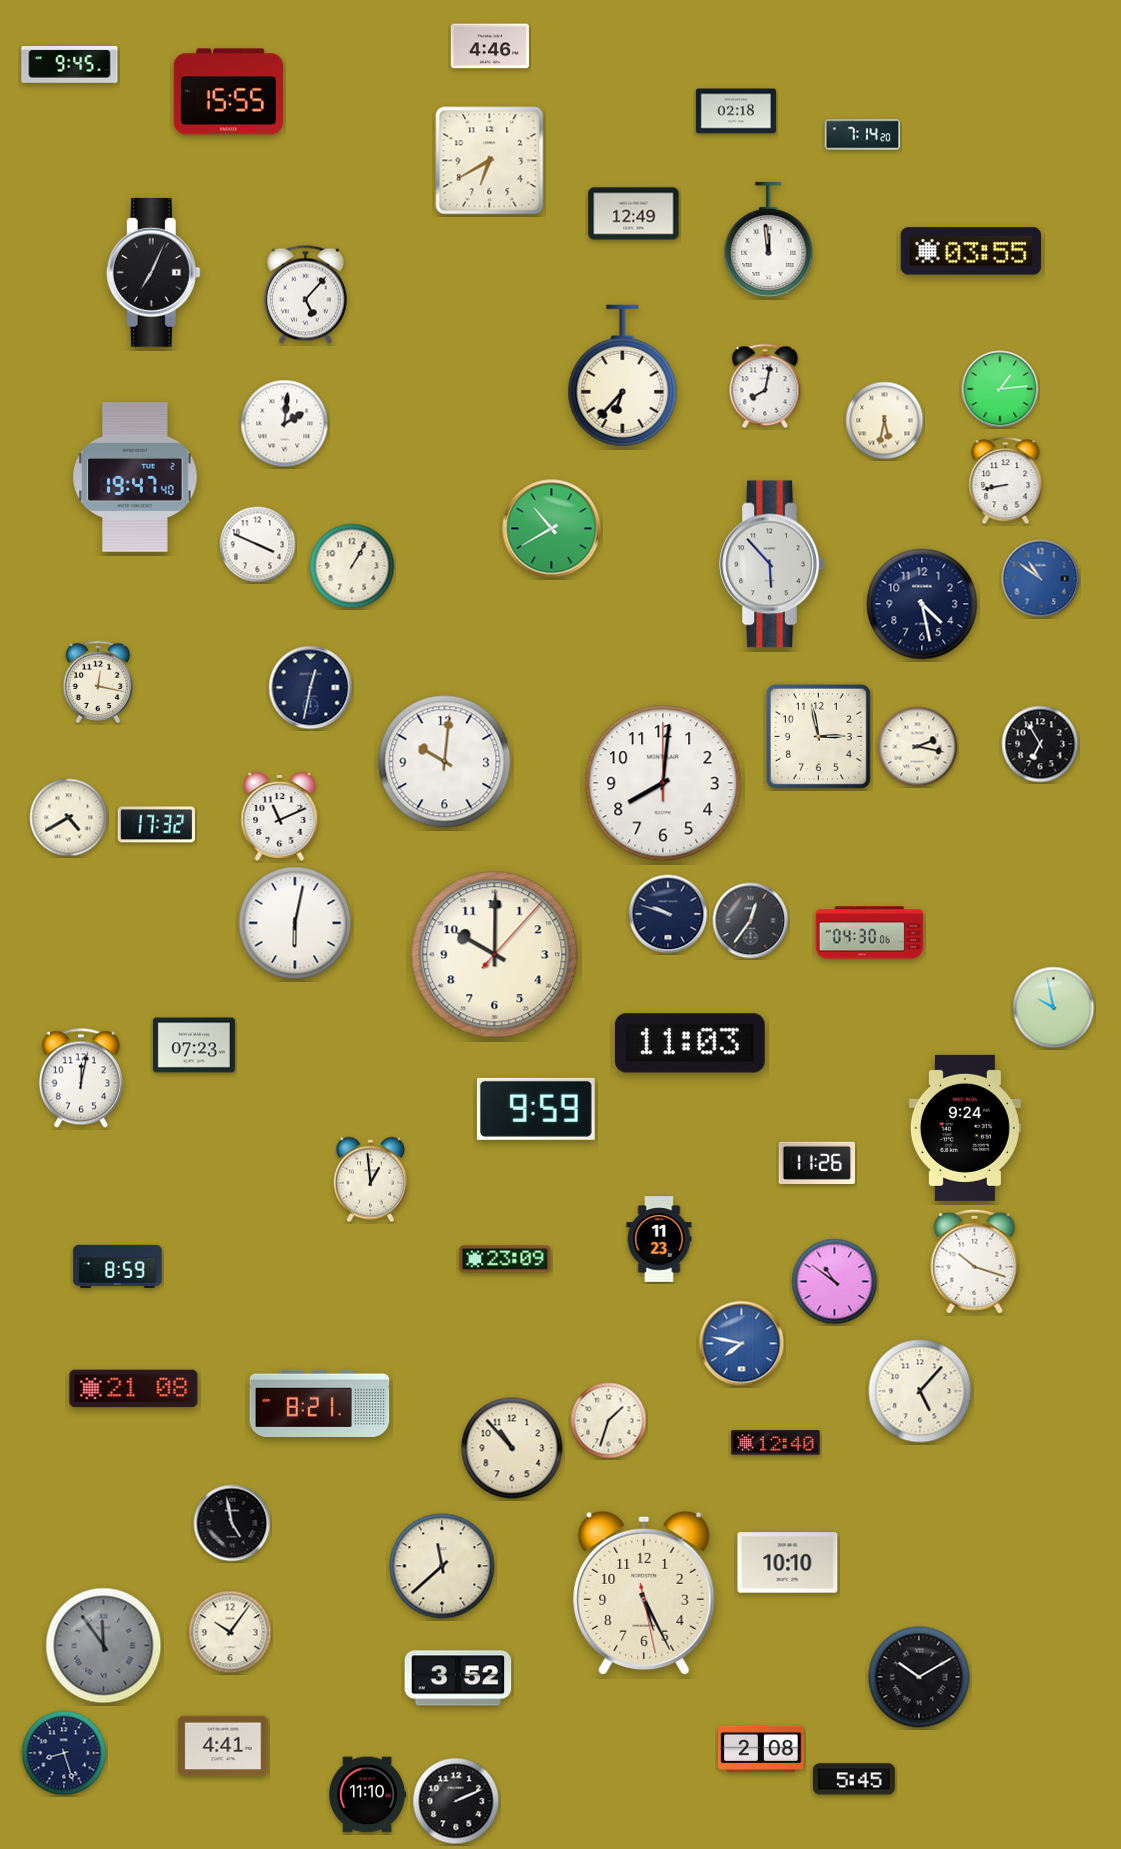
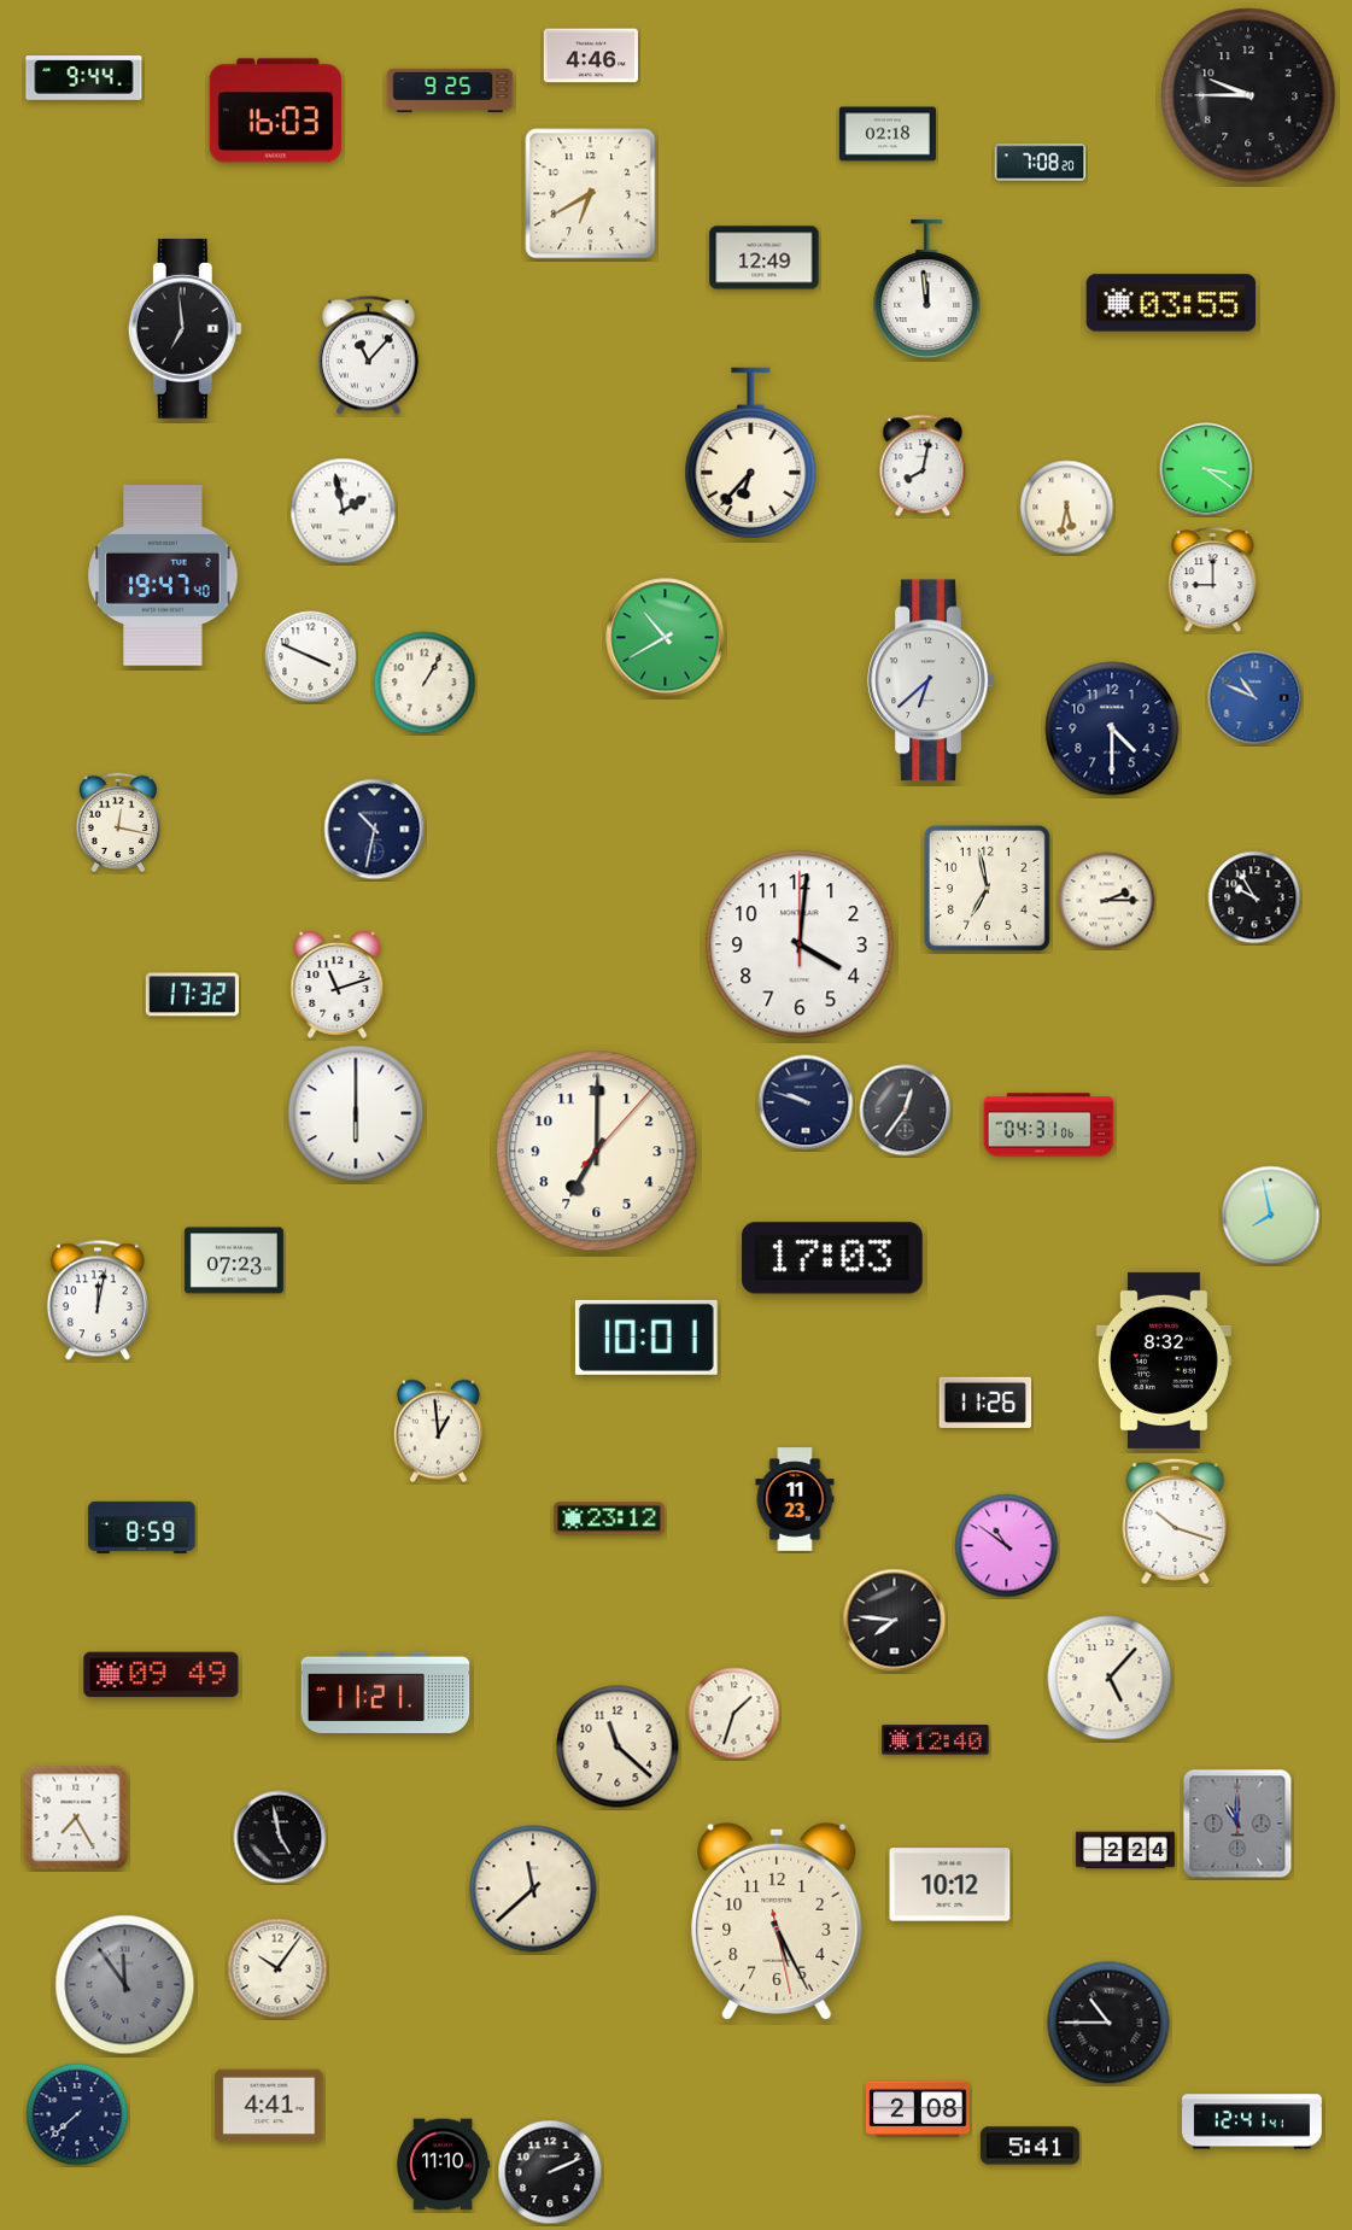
clock at (70, 65): 9:45 -> 9:44
clock at (450, 89): none -> 9:25
clock at (1248, 95): none -> 9:45
clock at (228, 92): 15:55 -> 16:03
clock at (863, 135): 7:14 -> 7:08
clock at (153, 272): 7:04 -> 6:59
clock at (305, 295): 5:07 -> 11:07
clock at (1000, 389): 1:14 -> 3:21
clock at (285, 424): 2:01 -> 1:58
clock at (1006, 481): 8:43 -> 9:00
clock at (772, 564): 5:53 -> 6:38
clock at (1041, 579): 10:51 -> 10:49
clock at (922, 604): 4:28 -> 4:30
clock at (311, 688): 12:32 -> 10:32
clock at (818, 736): 2:58 -> 6:58
clock at (1040, 744): 6:55 -> 9:55
clock at (918, 747): 2:17 -> 2:15
clock at (445, 762): 10:01 -> none
clock at (663, 783): 8:01 -> 4:01
clock at (280, 816): 11:11 -> 11:12
clock at (69, 818): 4:40 -> none
clock at (157, 825) position: (157, 825) -> (193, 995)
clock at (295, 923): 6:02 -> 6:00
clock at (870, 933): 04:30 -> 04:31
clock at (495, 955): 10:00 -> 7:00
clock at (1054, 1008): 9:58 -> 7:58
clock at (690, 1043): 11:03 -> 17:03
clock at (536, 1109): 9:59 -> 10:01
clock at (965, 1128): 9:24 -> 8:32
clock at (370, 1180) position: (370, 1180) -> (438, 1432)
clock at (659, 1239) position: (659, 1239) -> (795, 1499)
clock at (505, 1259): 23:09 -> 23:12
clock at (742, 1344): 7:47 -> 7:46
clock at (742, 1344) dial: blue -> black
clock at (134, 1389): 21:08 -> 09:49
clock at (320, 1403): 8:21 -> 11:21
clock at (512, 1448): 10:53 -> 11:22
clock at (76, 1818): none -> 7:25
clock at (1237, 1824): none -> 11:00
clock at (1125, 1850): none -> 2:24
clock at (788, 1563): 10:10 -> 10:12
clock at (919, 1677): 10:10 -> 10:45
clock at (458, 1678): 3:52 -> none
clock at (64, 1753): 8:27 -> 7:38
clock at (1252, 2121): none -> 12:41
clock at (854, 1779): 5:45 -> 5:41
